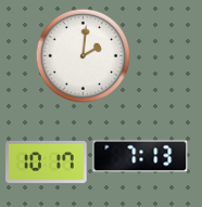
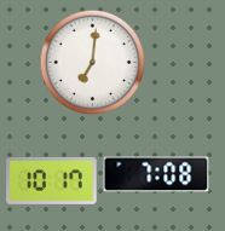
clock at (84, 56): 2:01 -> 7:01
clock at (140, 156): 7:13 -> 7:08
